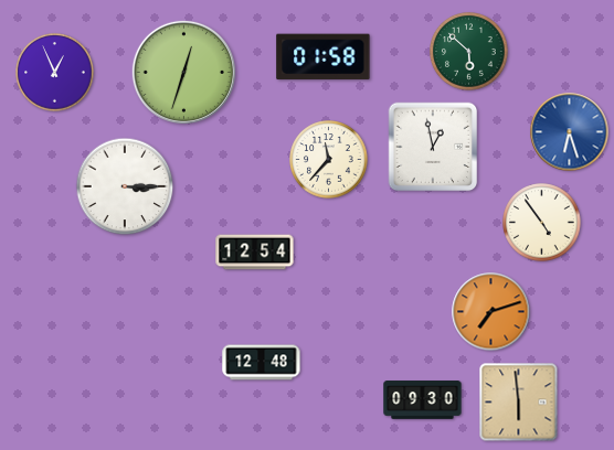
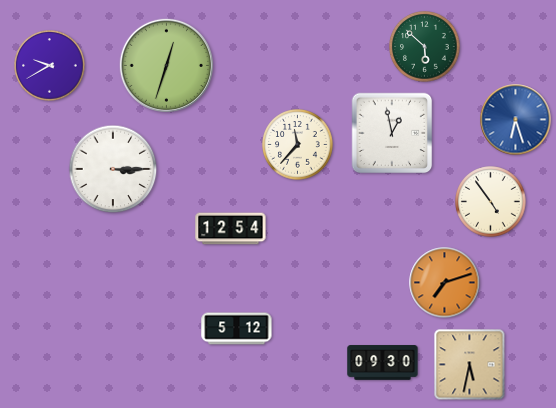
clock at (324, 57): 01:58 -> none
clock at (55, 73): 12:56 -> 9:40
clock at (262, 363): 12:48 -> 5:12
clock at (519, 403): 5:59 -> 5:32
